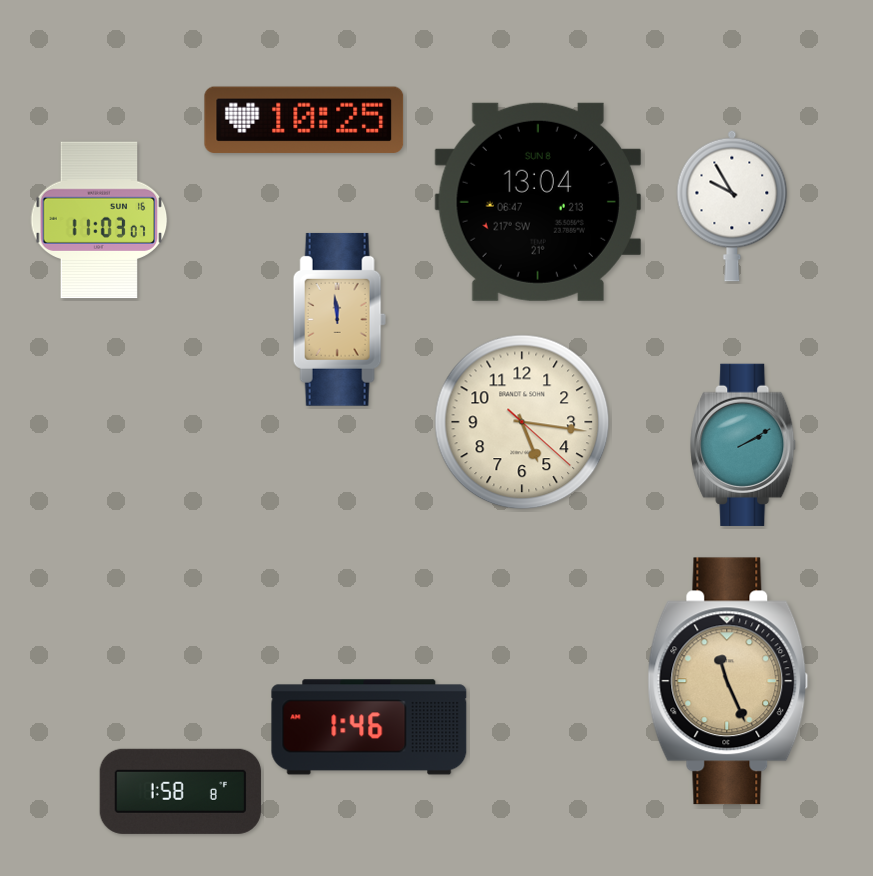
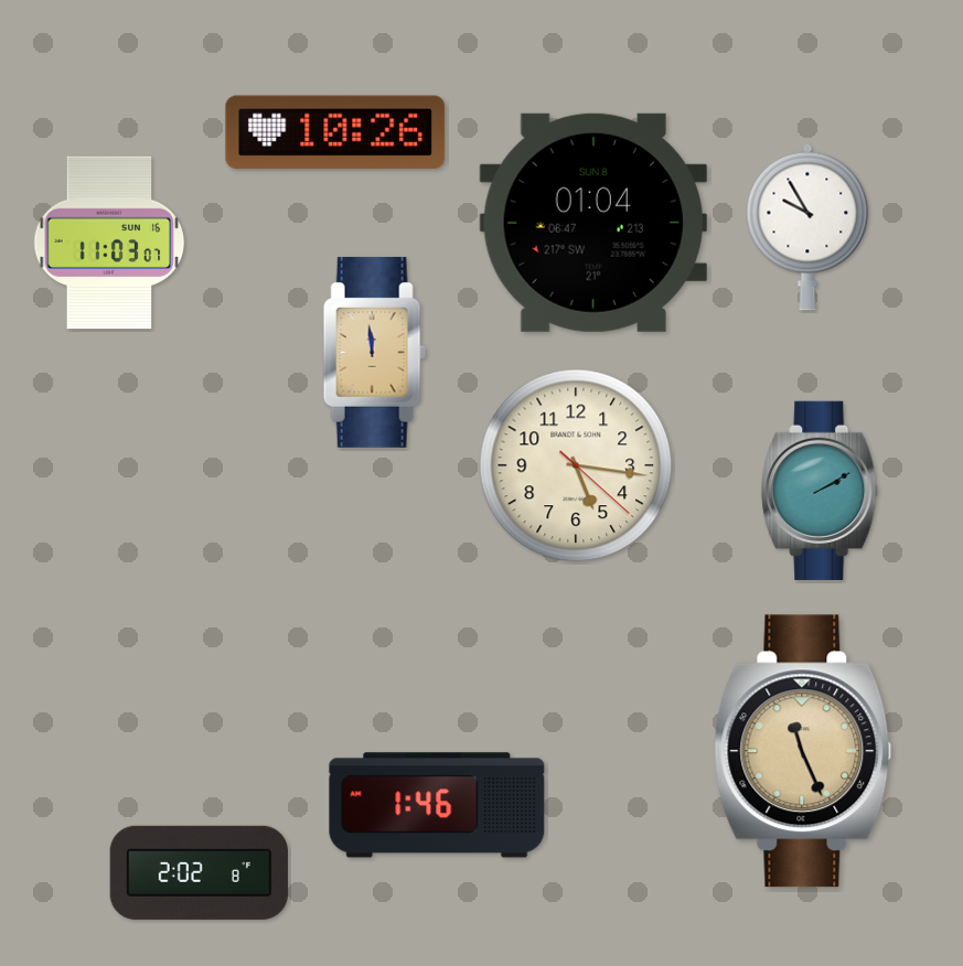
clock at (304, 120): 10:25 -> 10:26
clock at (538, 202): 13:04 -> 01:04
clock at (369, 727) position: (369, 727) -> (437, 805)
clock at (180, 791): 1:58 -> 2:02
